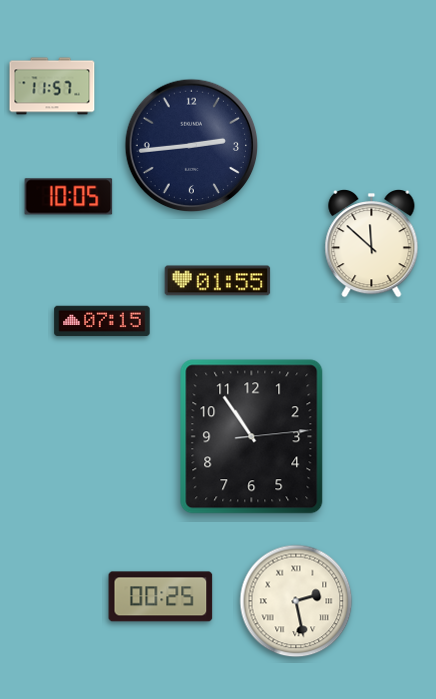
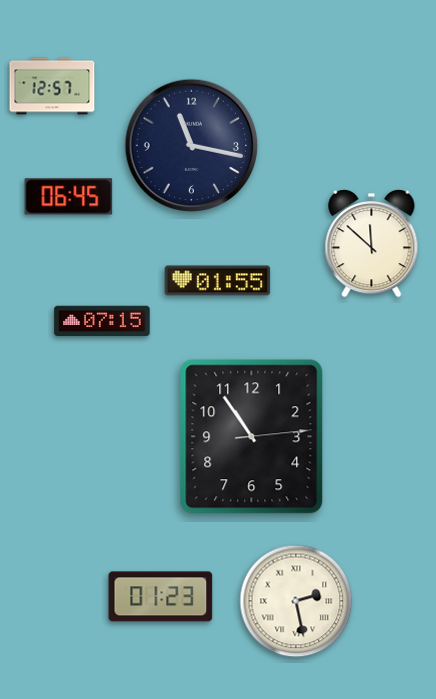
clock at (52, 86): 11:57 -> 12:57
clock at (192, 146): 2:44 -> 11:17
clock at (69, 197): 10:05 -> 06:45
clock at (161, 597): 00:25 -> 01:23
